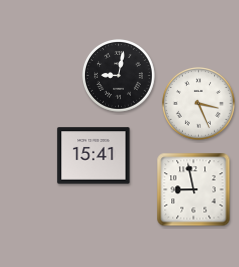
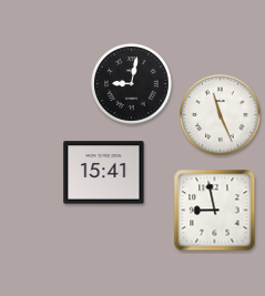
clock at (199, 104): 3:26 -> 11:26
